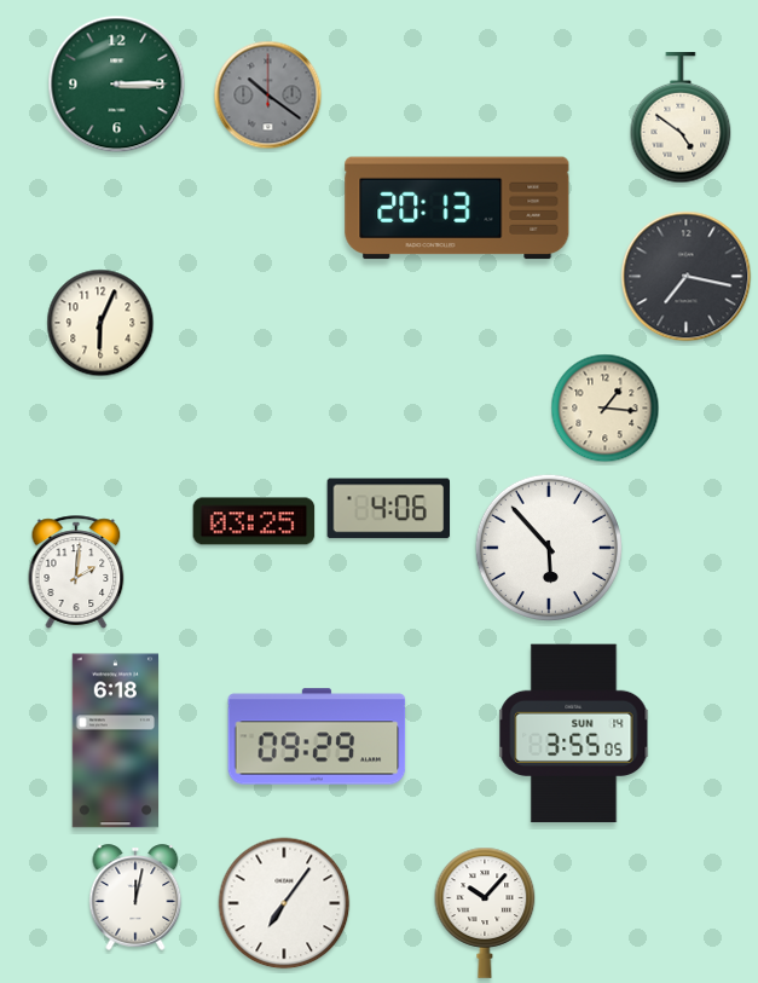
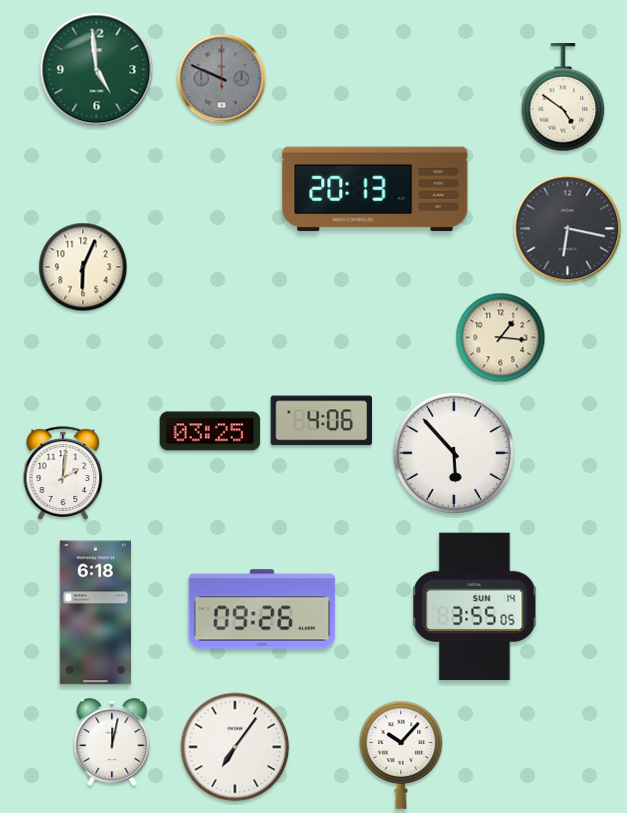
clock at (117, 85): 3:15 -> 4:59
clock at (268, 96): 10:21 -> 9:49
clock at (457, 208) position: (457, 208) -> (375, 189)
clock at (687, 277): 7:17 -> 6:17
clock at (317, 736): 09:29 -> 09:26
